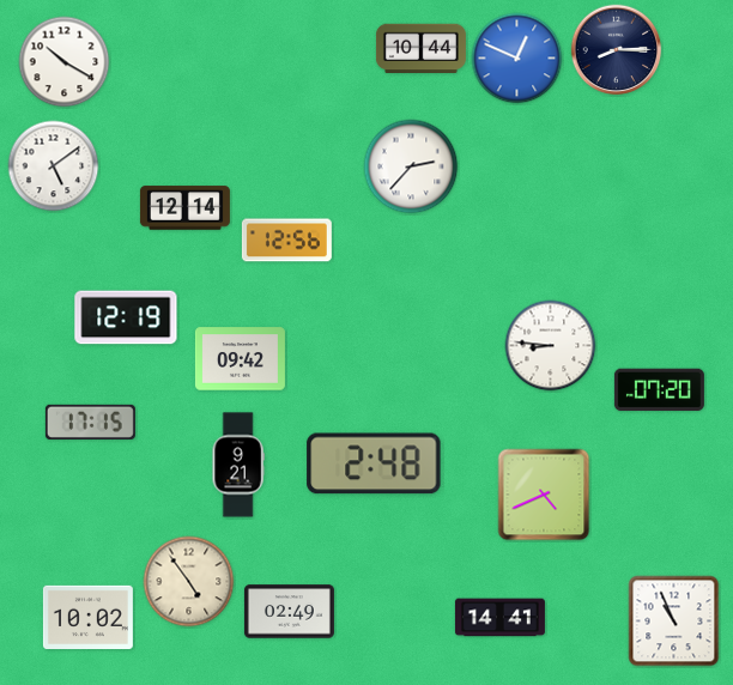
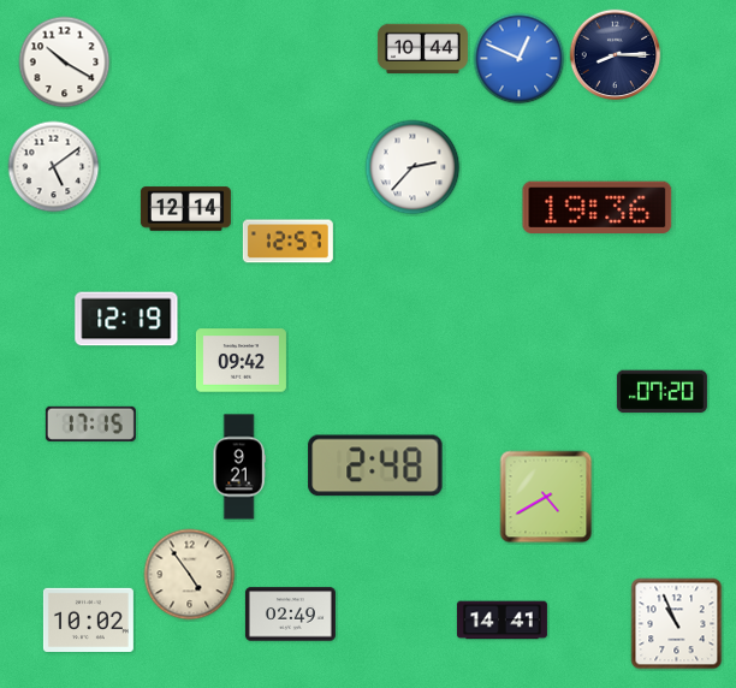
clock at (617, 50) position: (617, 50) -> (616, 55)
clock at (598, 207): none -> 19:36
clock at (286, 241): 12:56 -> 12:57
clock at (551, 346): 8:46 -> none
clock at (544, 495): 4:41 -> 4:40
clock at (189, 582) position: (189, 582) -> (190, 575)
